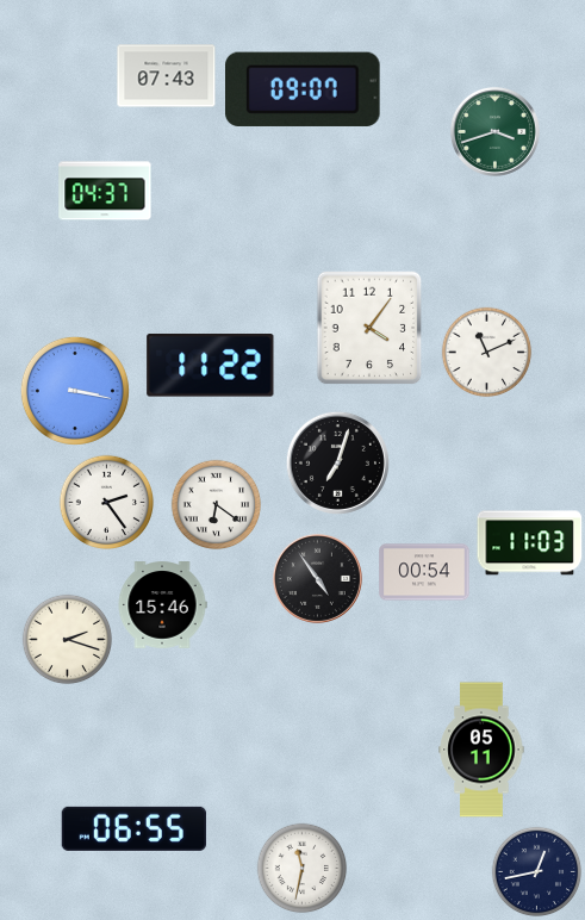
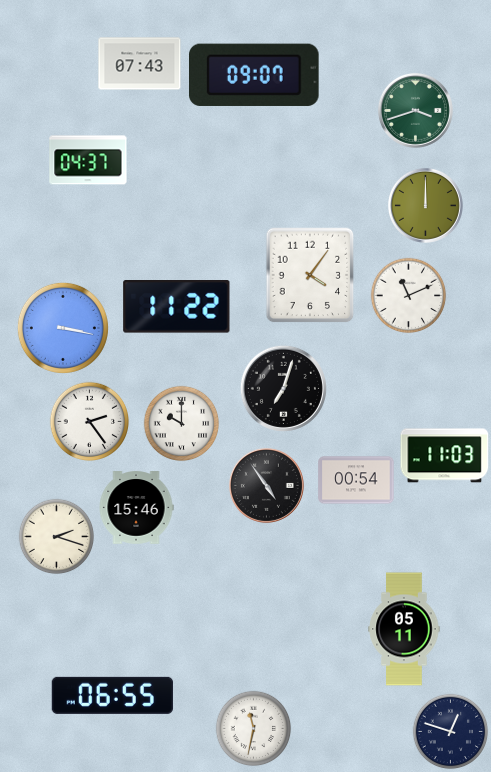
clock at (425, 205): none -> 12:00
clock at (217, 505): 6:21 -> 10:00
clock at (537, 872): 12:43 -> 12:48
